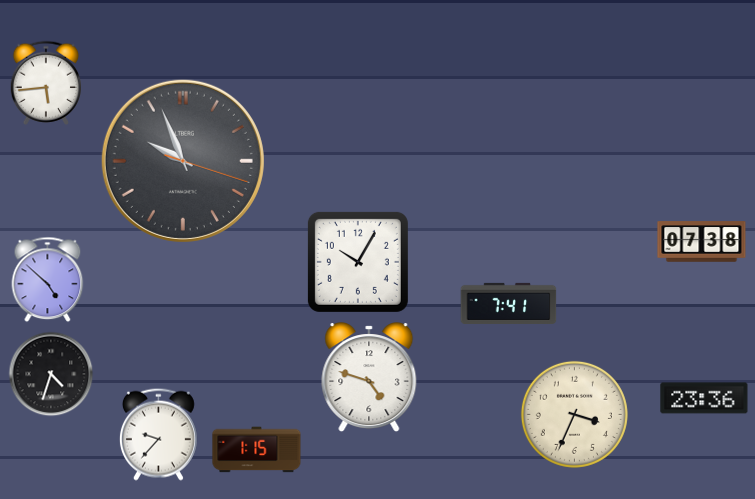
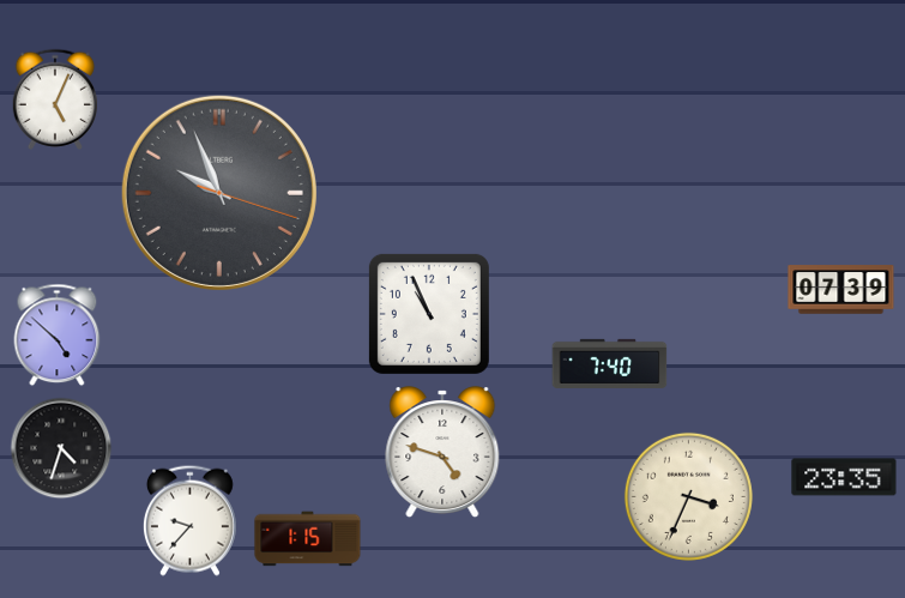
clock at (45, 83): 5:44 -> 5:04
clock at (702, 242): 07:38 -> 07:39
clock at (358, 262): 10:05 -> 10:56
clock at (509, 303): 7:41 -> 7:40
clock at (704, 398): 23:36 -> 23:35
